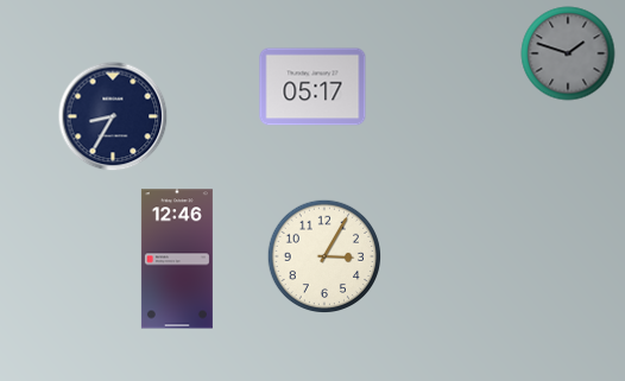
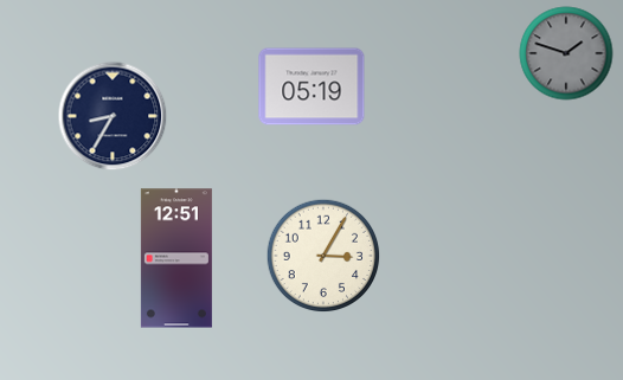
clock at (312, 87): 05:17 -> 05:19
clock at (177, 259): 12:46 -> 12:51
